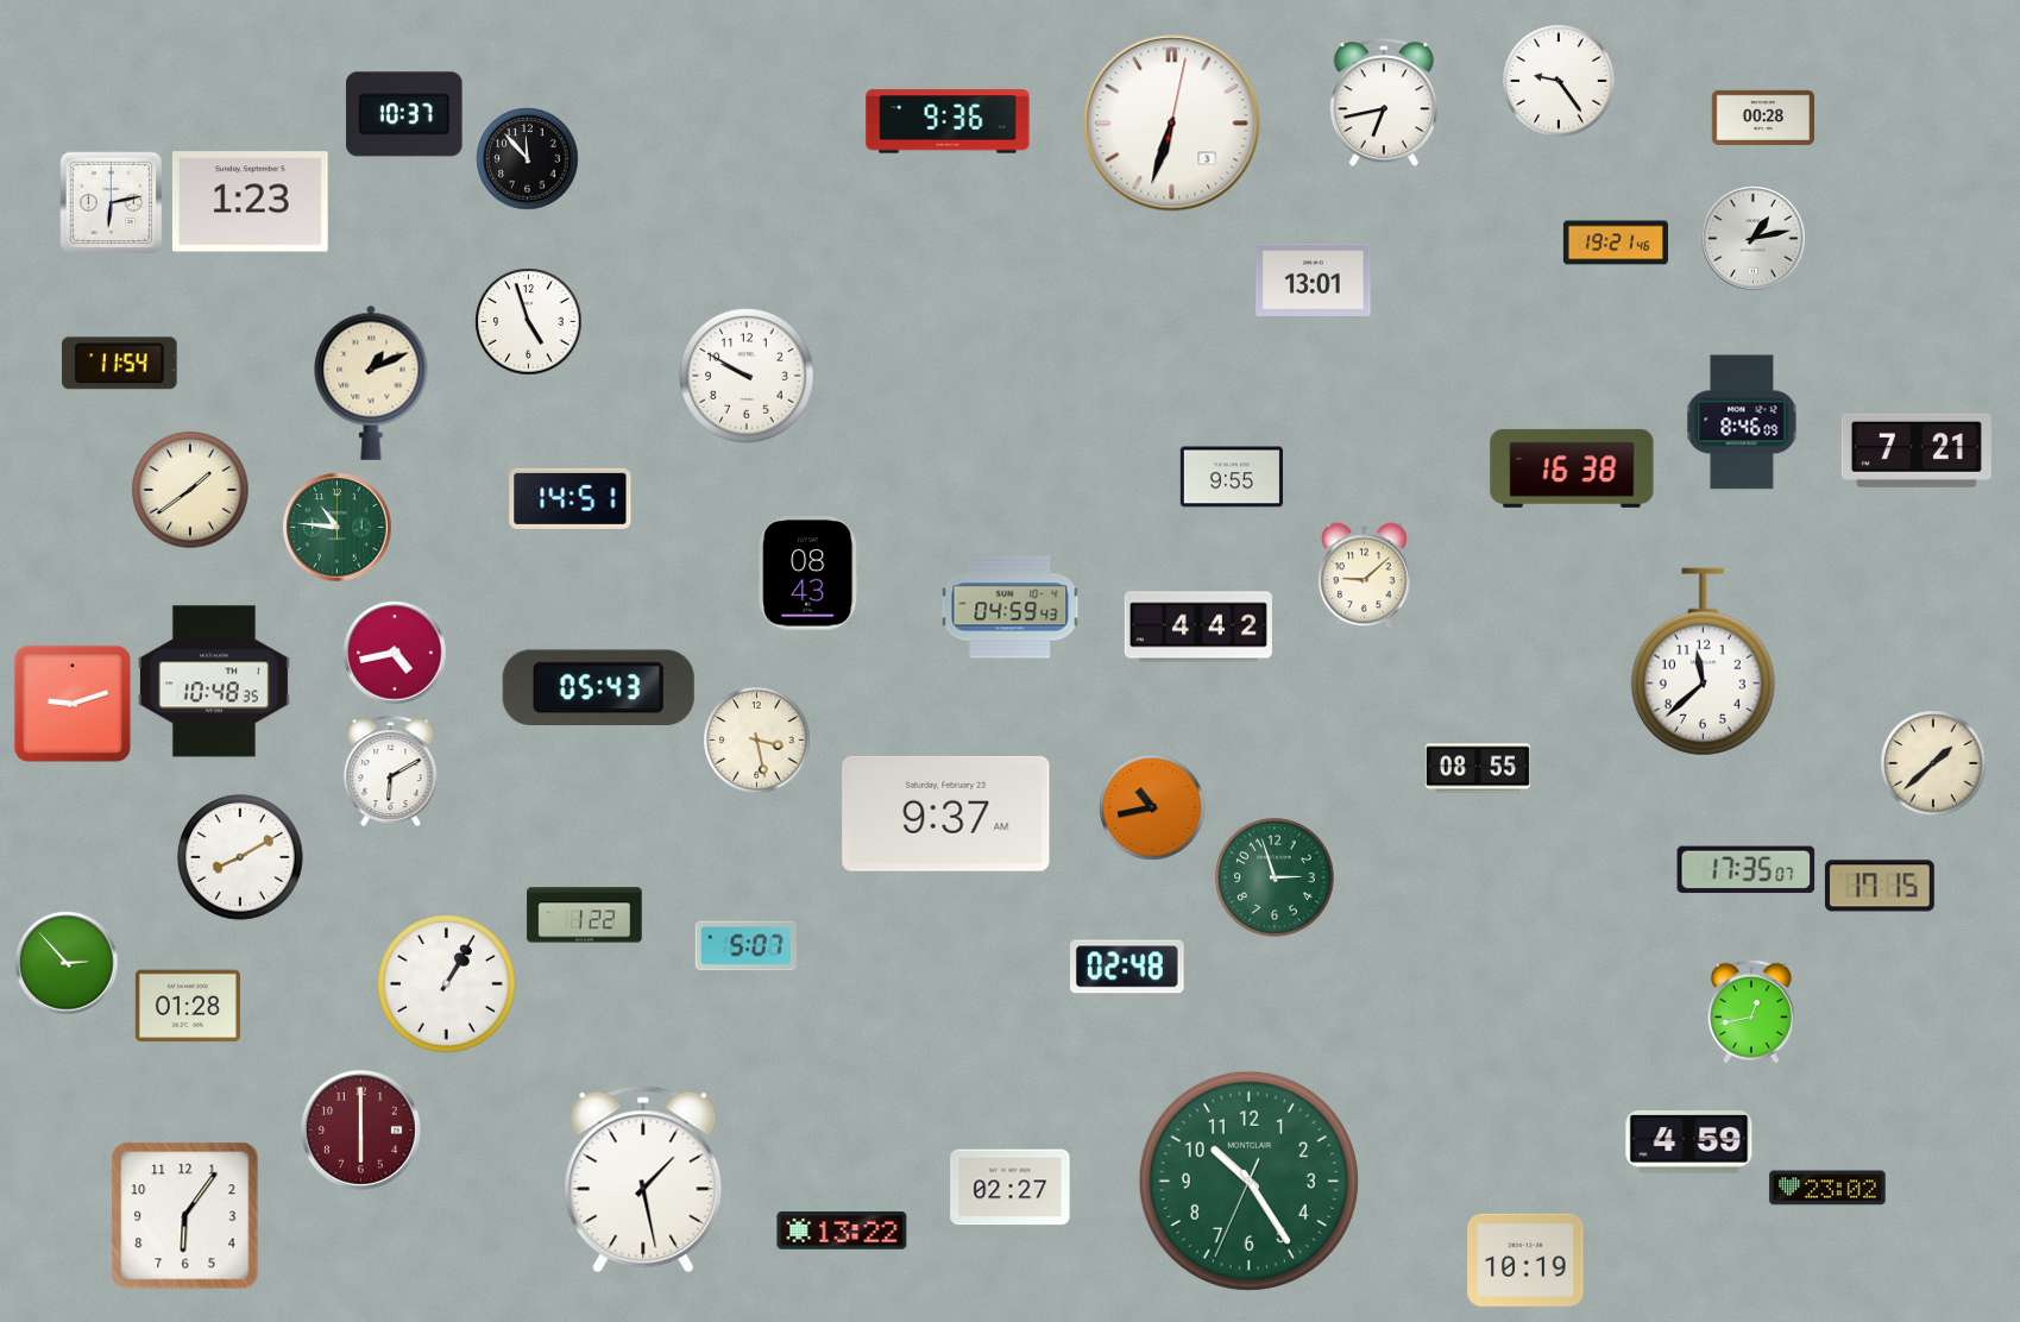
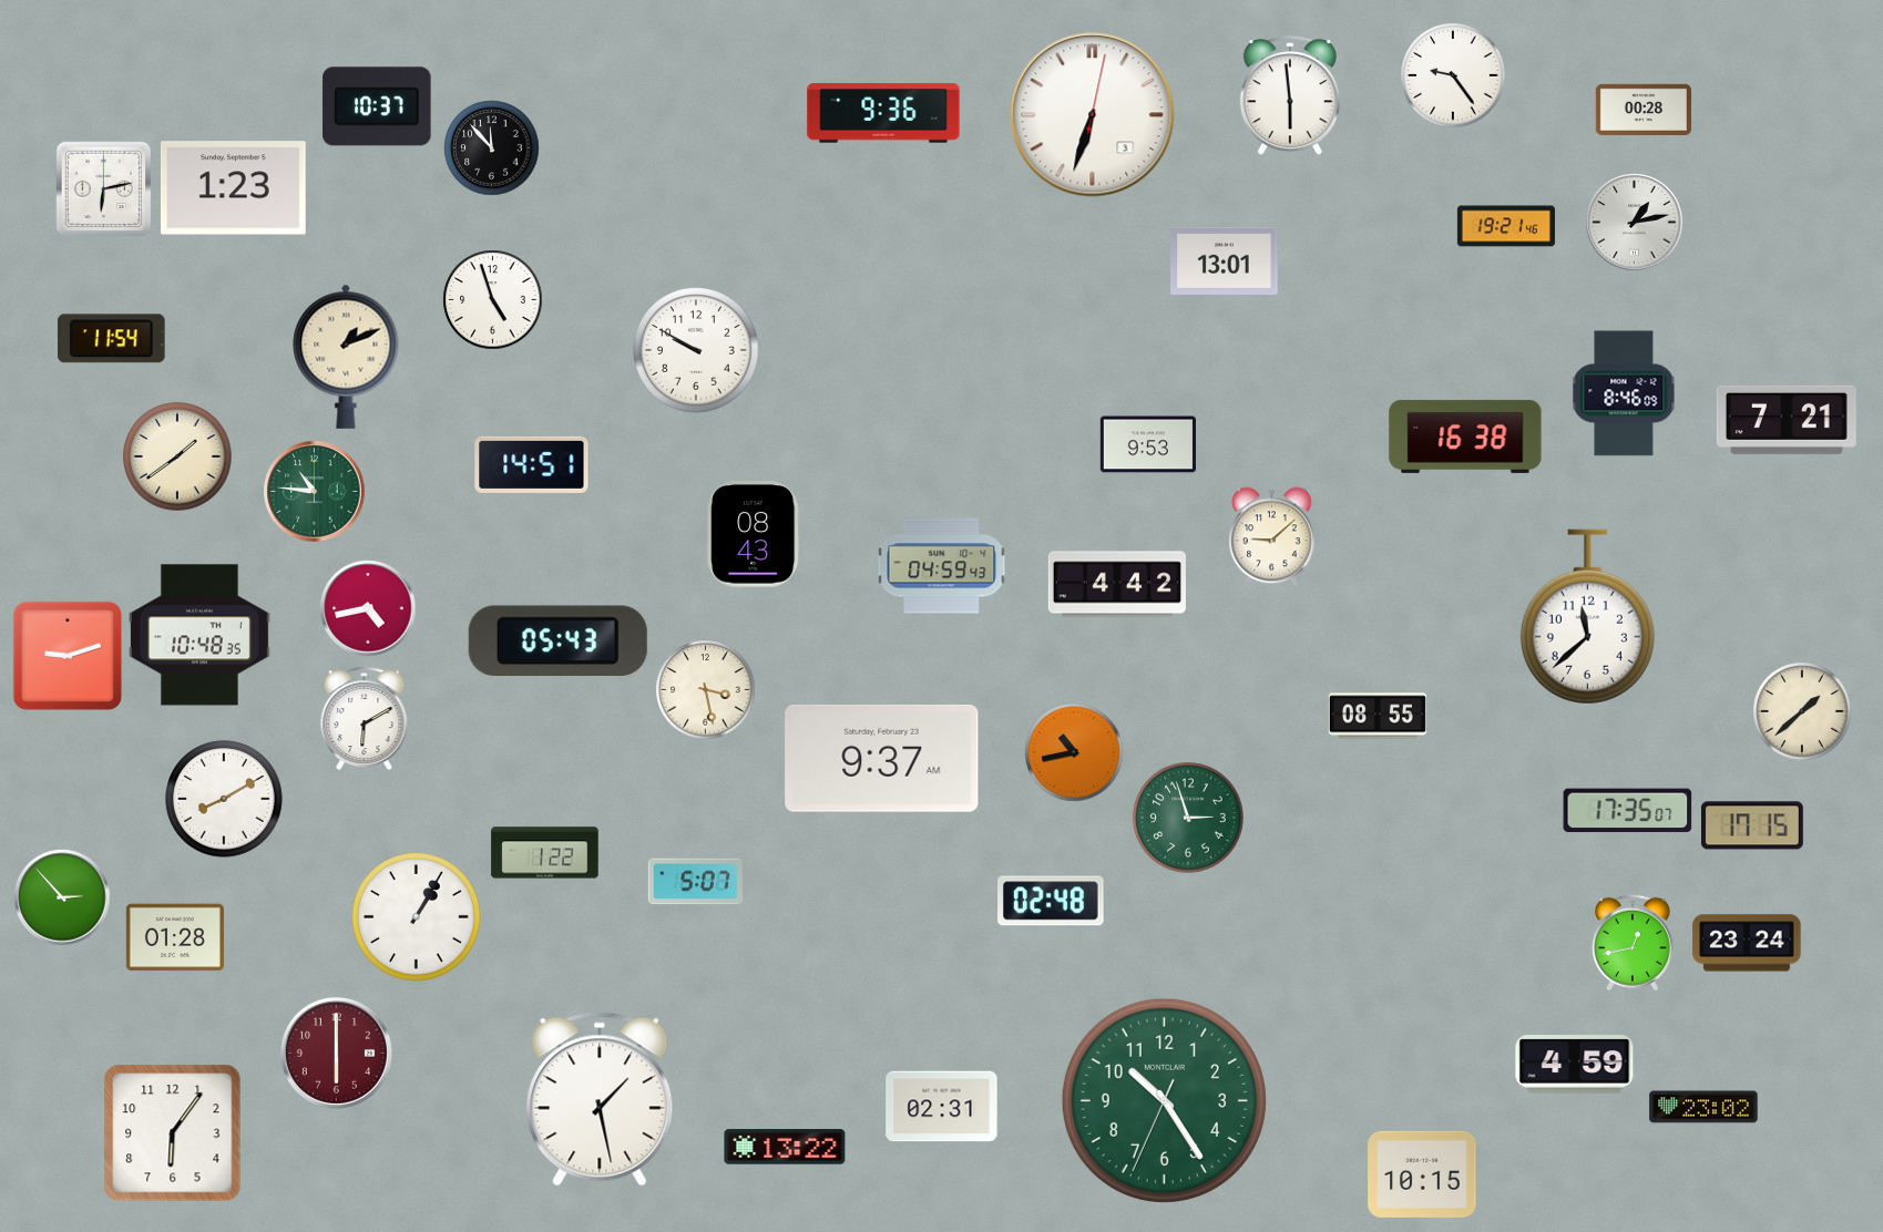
clock at (1384, 103): 6:43 -> 5:59
clock at (1231, 477): 9:55 -> 9:53
clock at (1747, 943): none -> 23:24
clock at (1011, 1188): 02:27 -> 02:31
clock at (1525, 1260): 10:19 -> 10:15
